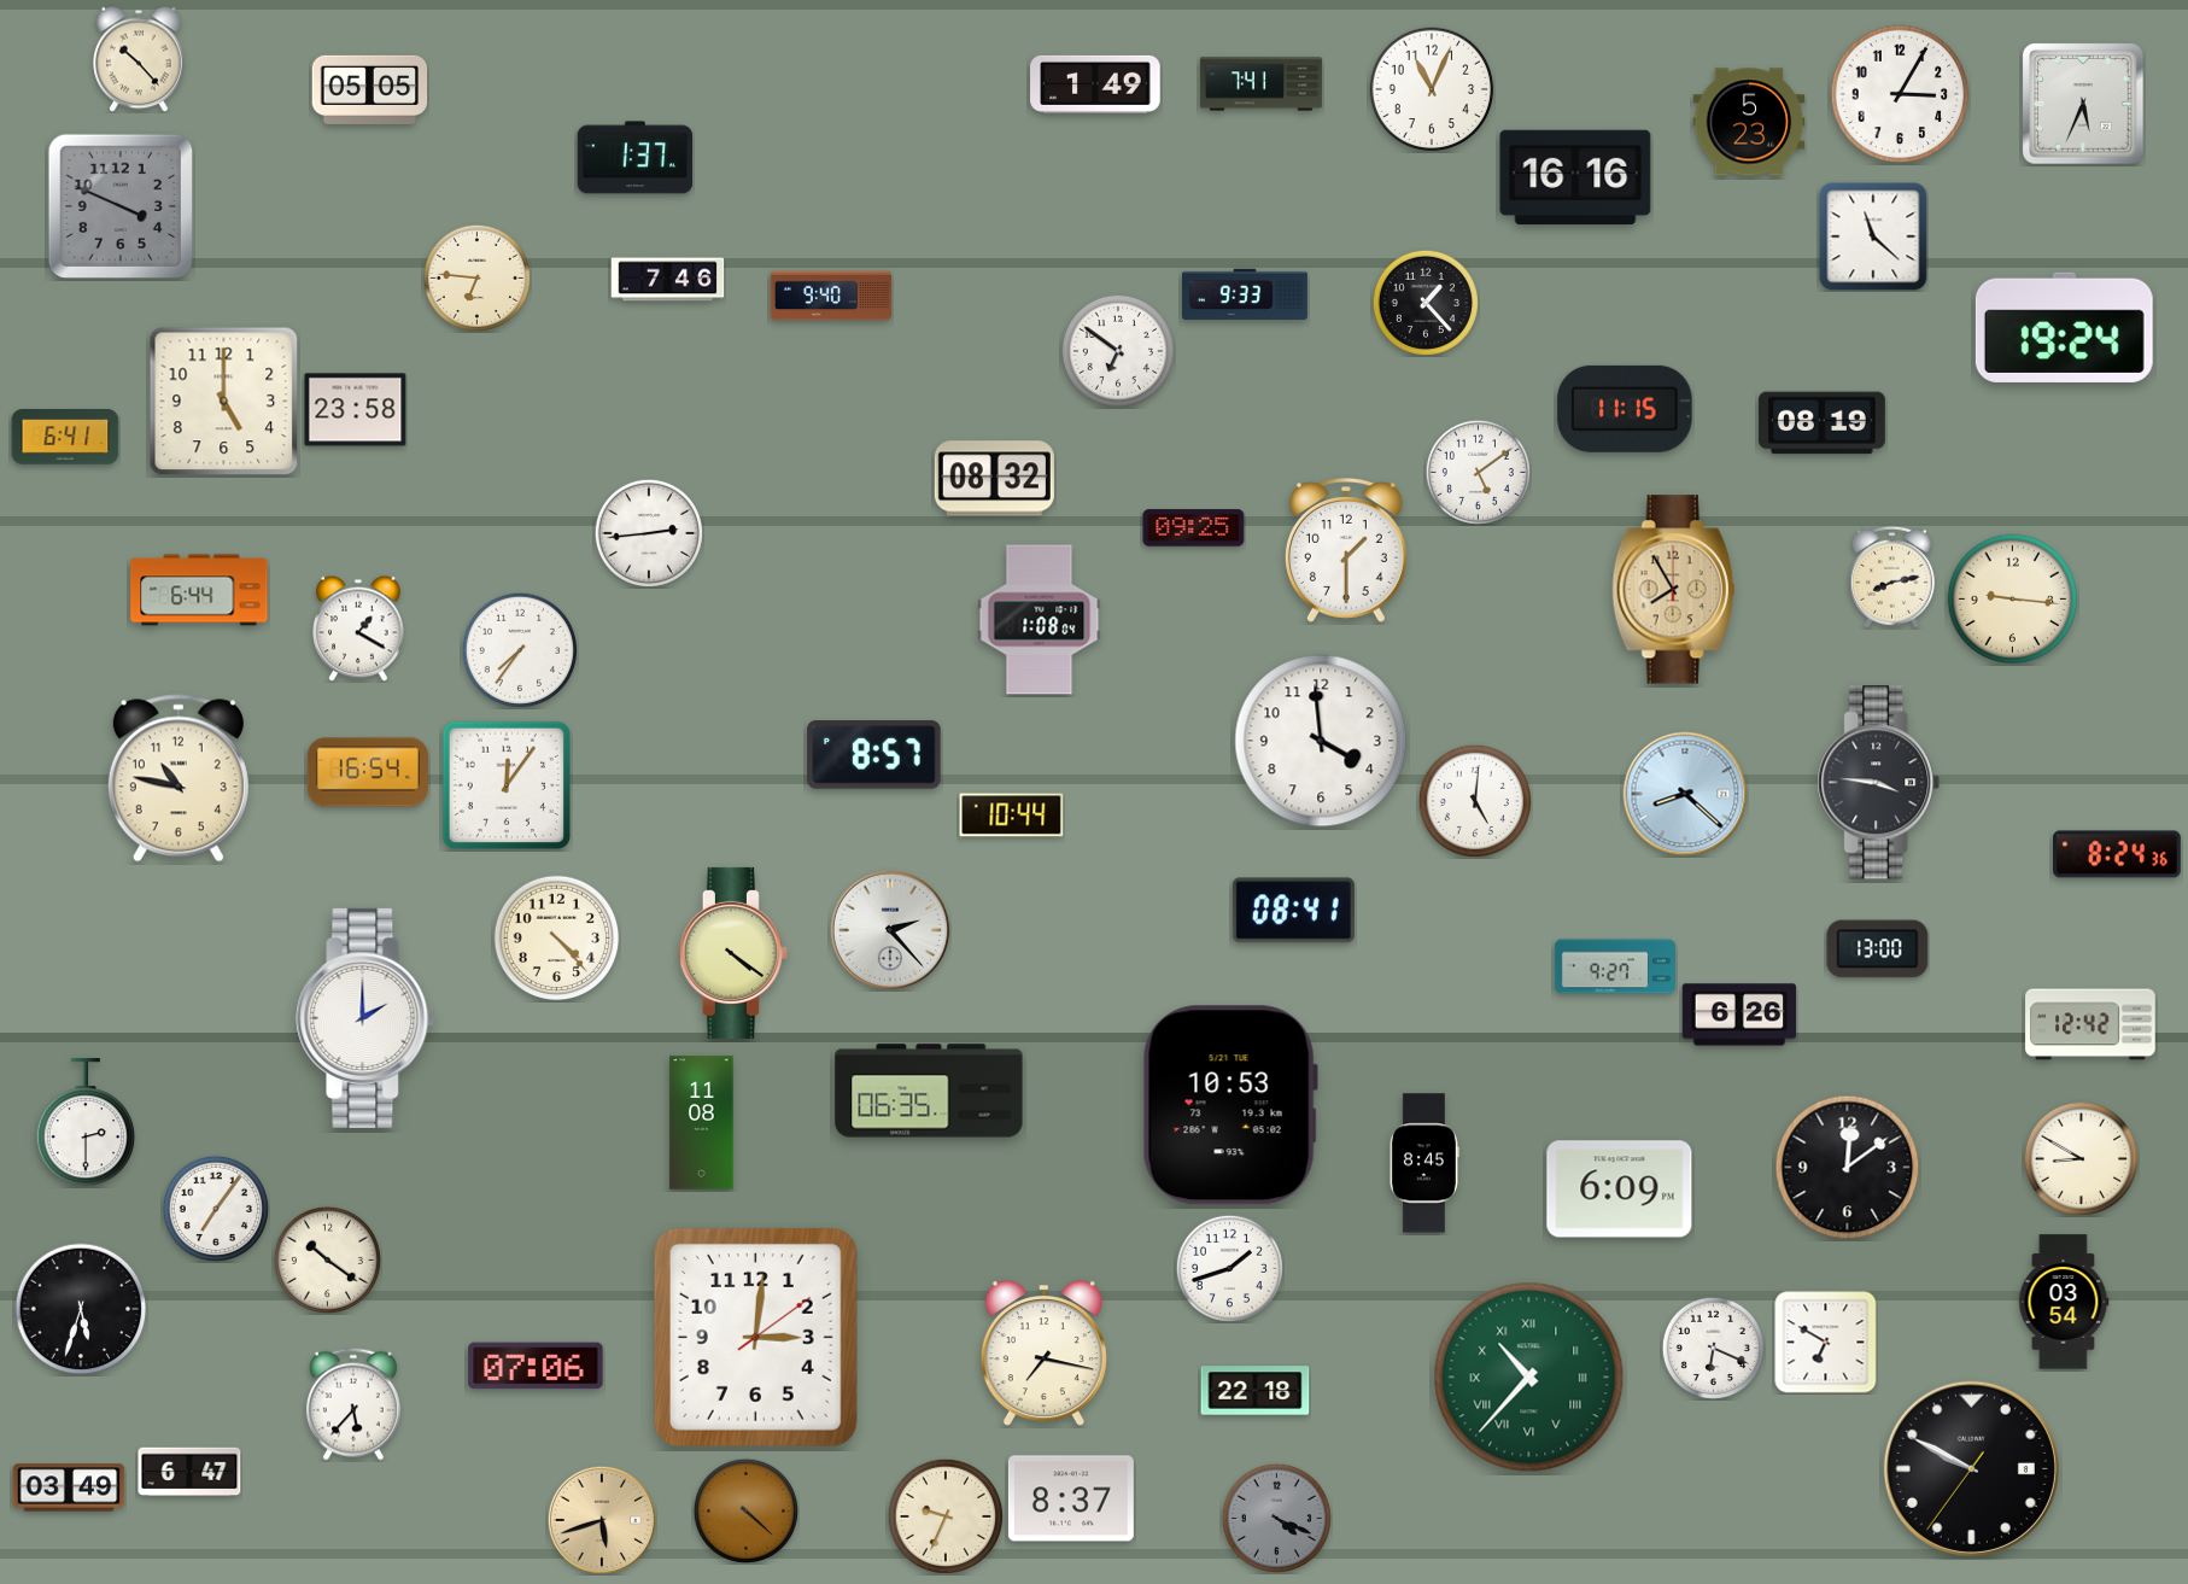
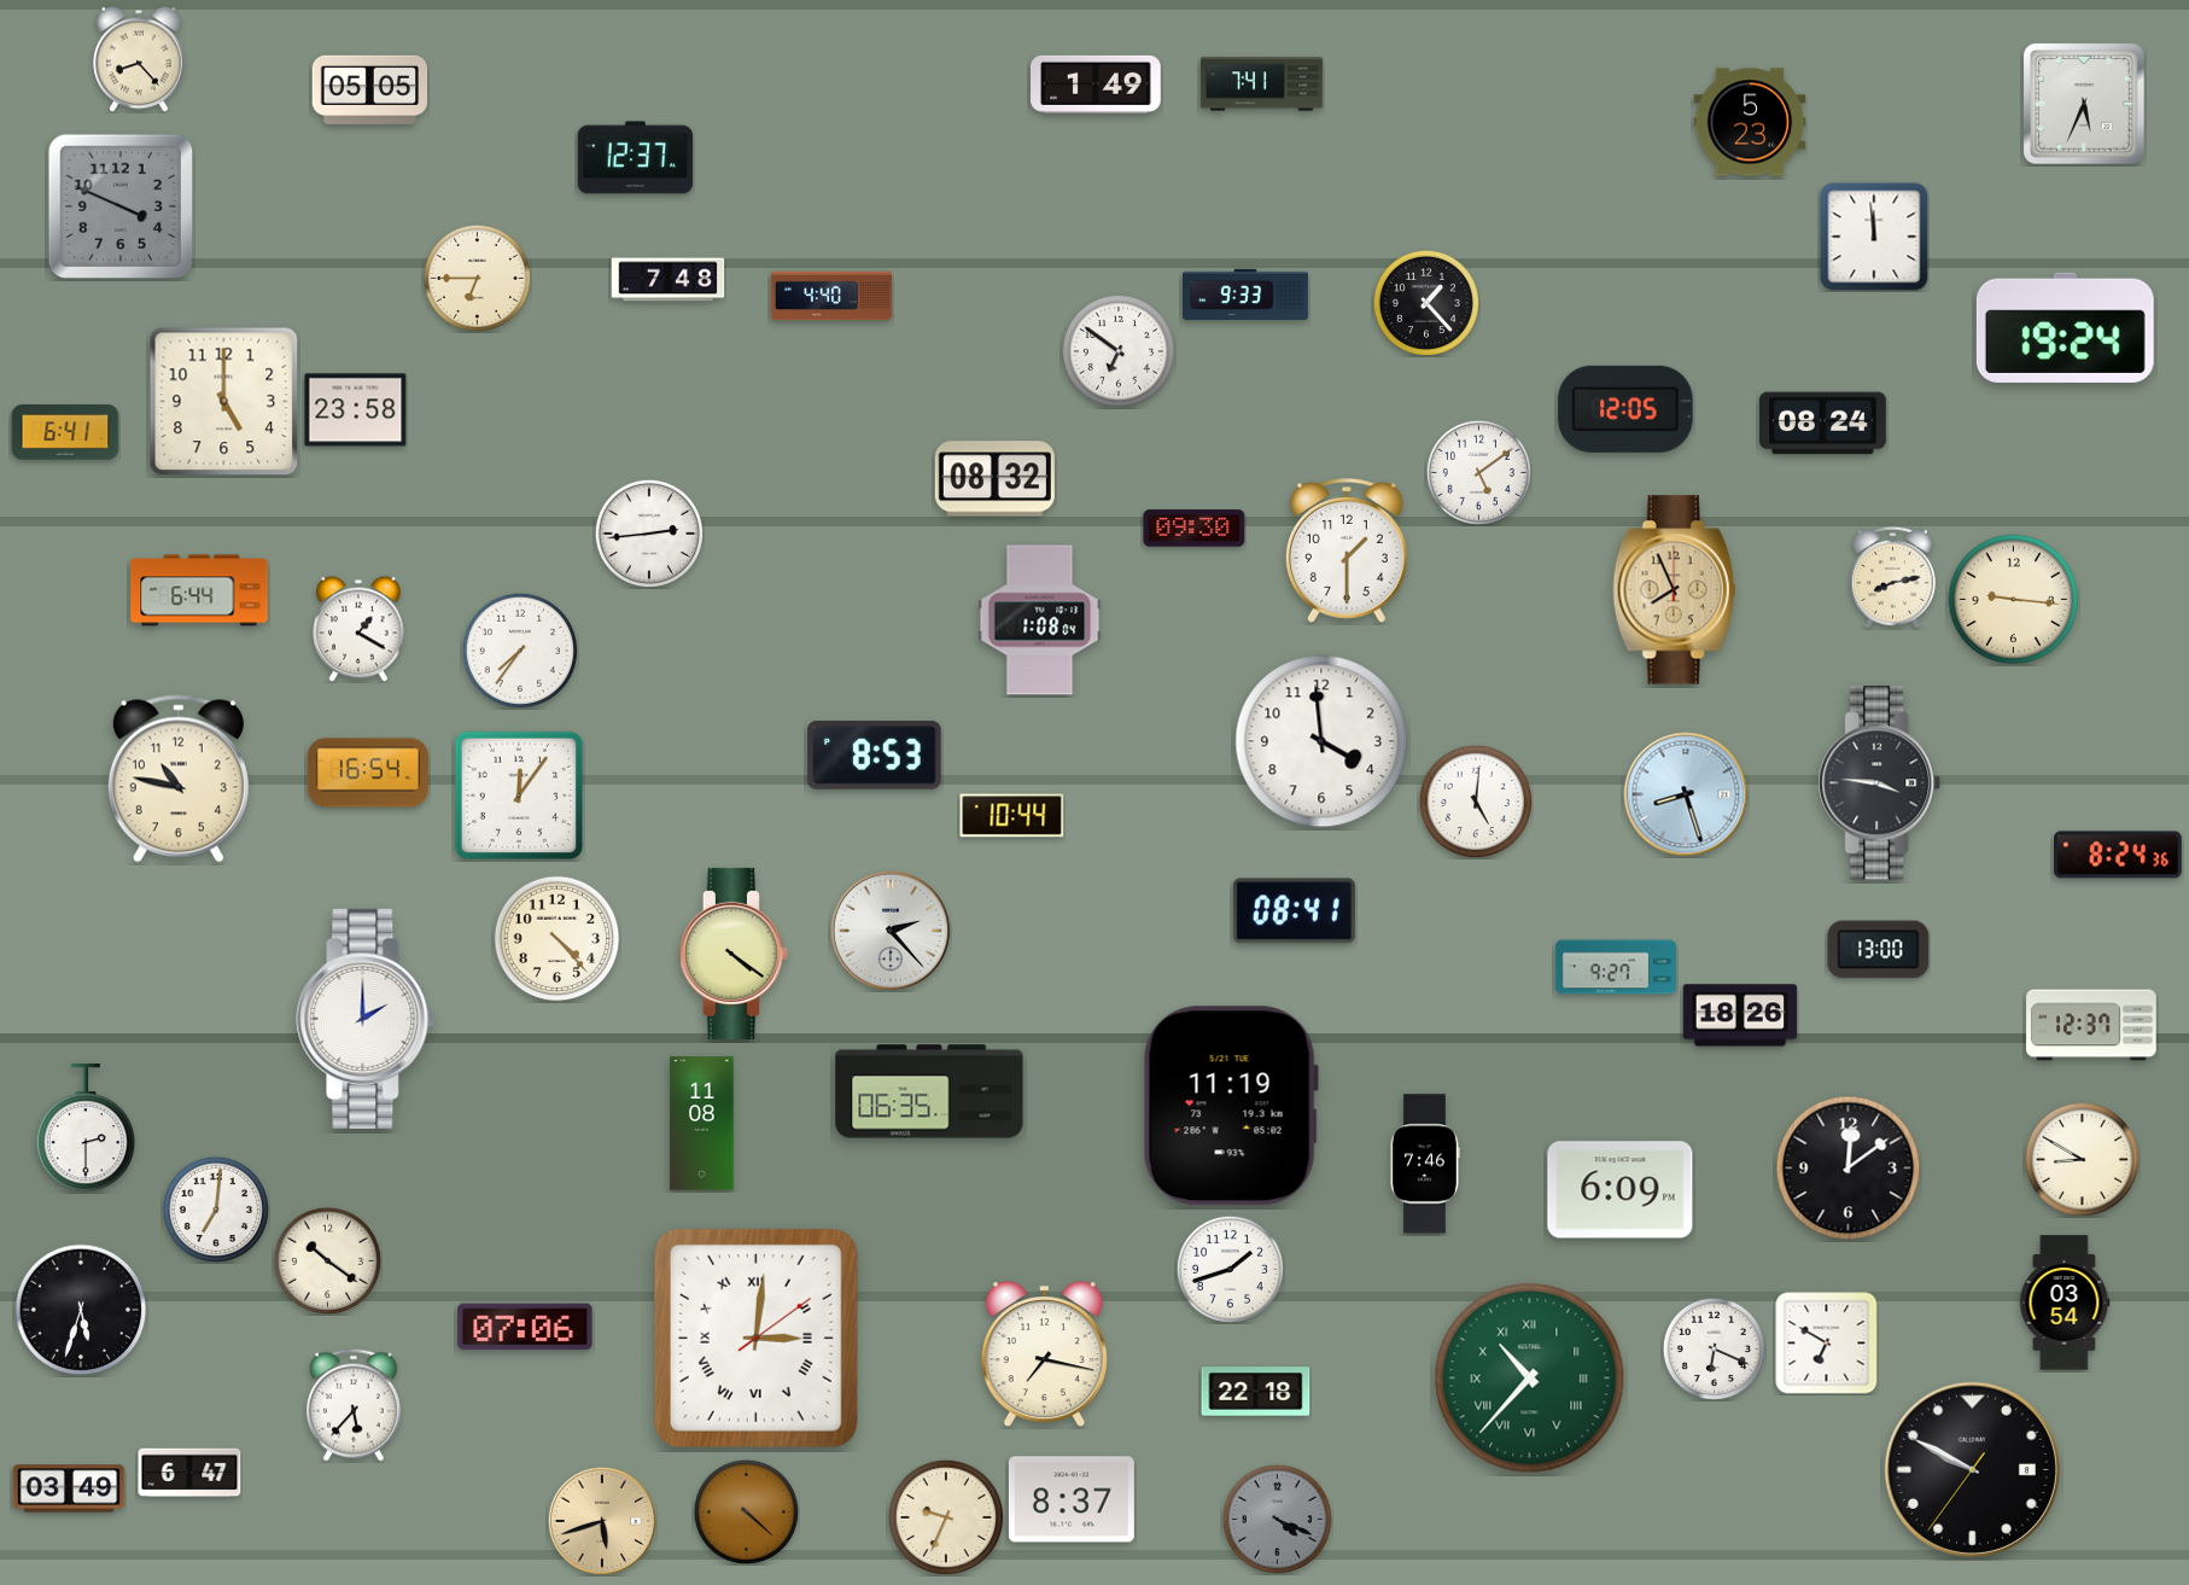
clock at (139, 59): 10:23 -> 8:23
clock at (1432, 89): 11:04 -> none
clock at (1900, 94): 3:05 -> none
clock at (636, 158): 1:37 -> 12:37
clock at (1575, 177): 16:16 -> none
clock at (1873, 236): 11:22 -> 11:59
clock at (476, 277): 6:46 -> 6:45
clock at (668, 280): 7:46 -> 7:48
clock at (831, 296): 9:40 -> 4:40
clock at (1625, 409): 11:15 -> 12:05
clock at (1821, 423): 08:19 -> 08:24
clock at (65, 437) position: (65, 437) -> (65, 432)
clock at (1194, 528): 09:25 -> 09:30
clock at (1674, 590): 7:55 -> 7:56
clock at (874, 755): 8:57 -> 8:53
clock at (507, 785) position: (507, 785) -> (519, 796)
clock at (1685, 794): 8:22 -> 8:27
clock at (1739, 1015): 6:26 -> 18:26
clock at (2090, 1024): 12:42 -> 12:37
clock at (1230, 1105): 10:53 -> 11:19
clock at (86, 1123) position: (86, 1123) -> (86, 1129)
clock at (1424, 1163): 8:45 -> 7:46
clock at (216, 1209): 7:06 -> 7:01
clock at (755, 1337) numerals: Arabic -> Roman
clock at (536, 1366) position: (536, 1366) -> (525, 1327)
